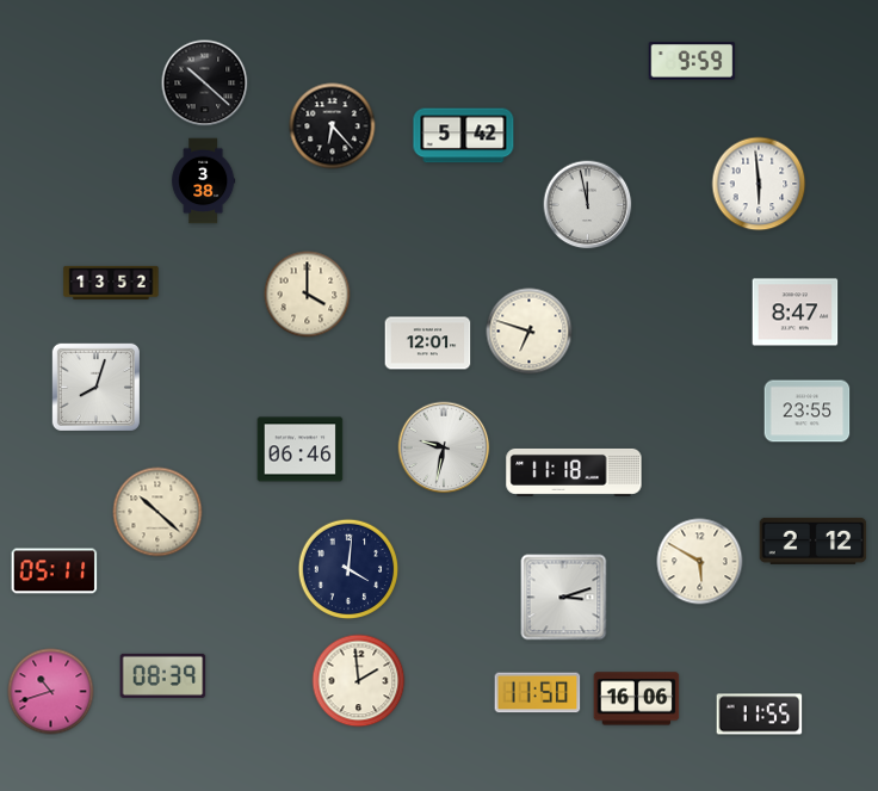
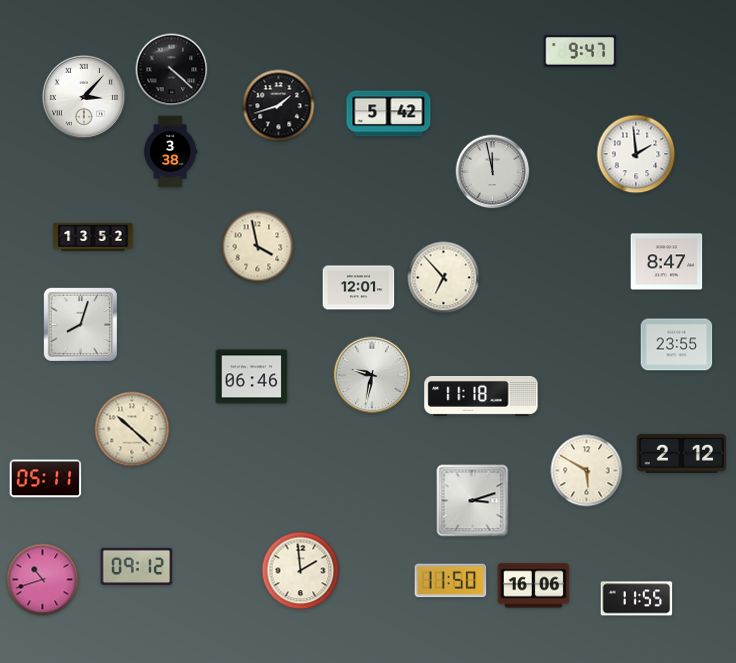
clock at (692, 61): 9:59 -> 9:47
clock at (205, 84): 10:22 -> 4:22
clock at (84, 97): none -> 3:07
clock at (333, 126): 6:23 -> 1:42
clock at (759, 184): 5:59 -> 1:59
clock at (308, 295): 4:00 -> 3:58
clock at (530, 332): 6:48 -> 6:53
clock at (348, 569): 4:01 -> none
clock at (163, 675): 08:39 -> 09:12
